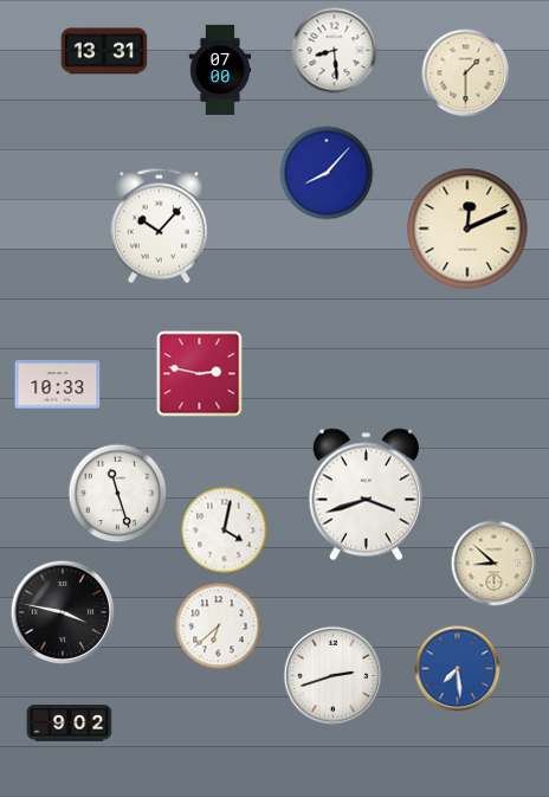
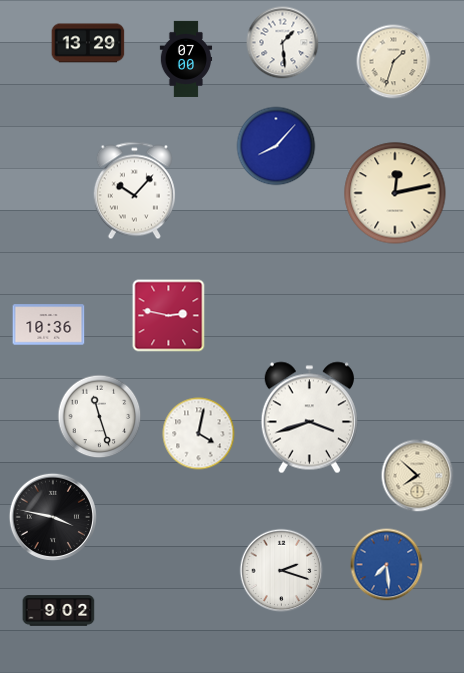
clock at (104, 51): 13:31 -> 13:29
clock at (335, 51): 8:29 -> 1:29
clock at (466, 73): 1:30 -> 1:33
clock at (467, 229): 12:11 -> 12:13
clock at (58, 385): 10:33 -> 10:36
clock at (225, 531) position: (225, 531) -> (199, 434)
clock at (495, 564): 8:52 -> 7:52
clock at (219, 626): 6:38 -> none
clock at (334, 676): 2:42 -> 2:18
